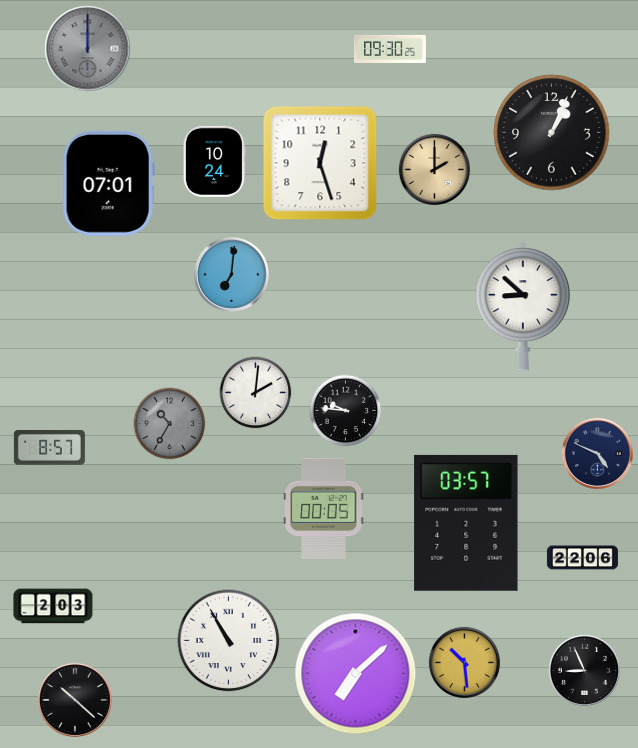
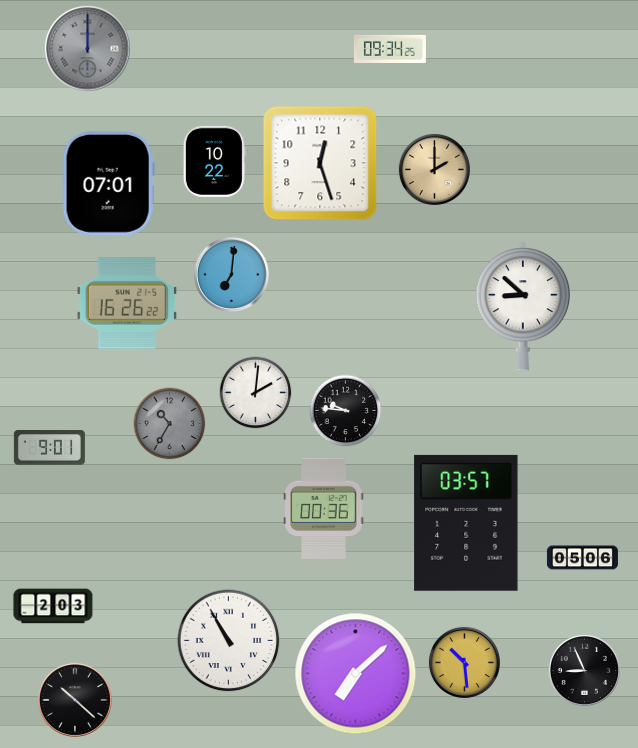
clock at (390, 49): 09:30 -> 09:34
clock at (552, 133): 1:04 -> none
clock at (214, 161): 10:24 -> 10:22
clock at (127, 303): none -> 16:26
clock at (49, 448): 8:57 -> 9:01
clock at (597, 453): 4:49 -> none
clock at (324, 508): 00:05 -> 00:36
clock at (582, 558): 22:06 -> 05:06
